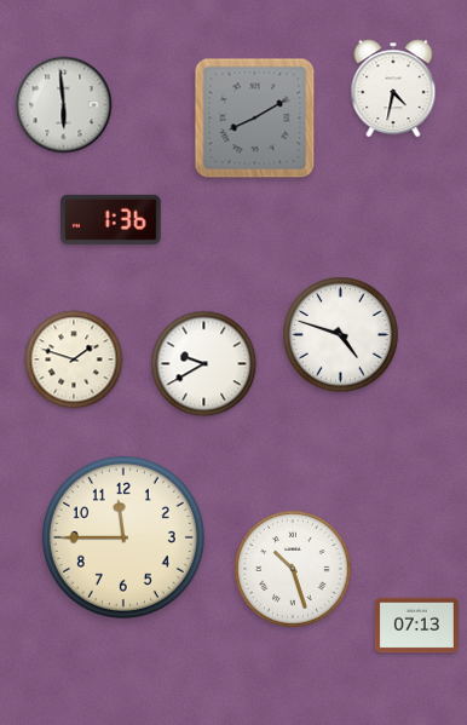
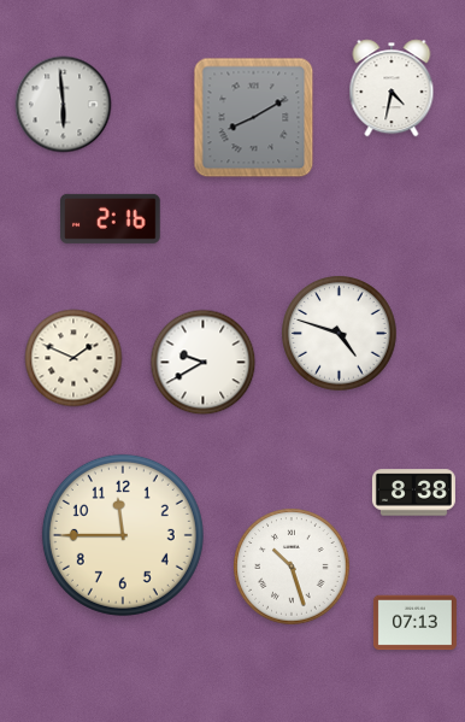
clock at (111, 219): 1:36 -> 2:16
clock at (74, 359): 1:48 -> 1:49
clock at (413, 493): none -> 8:38
